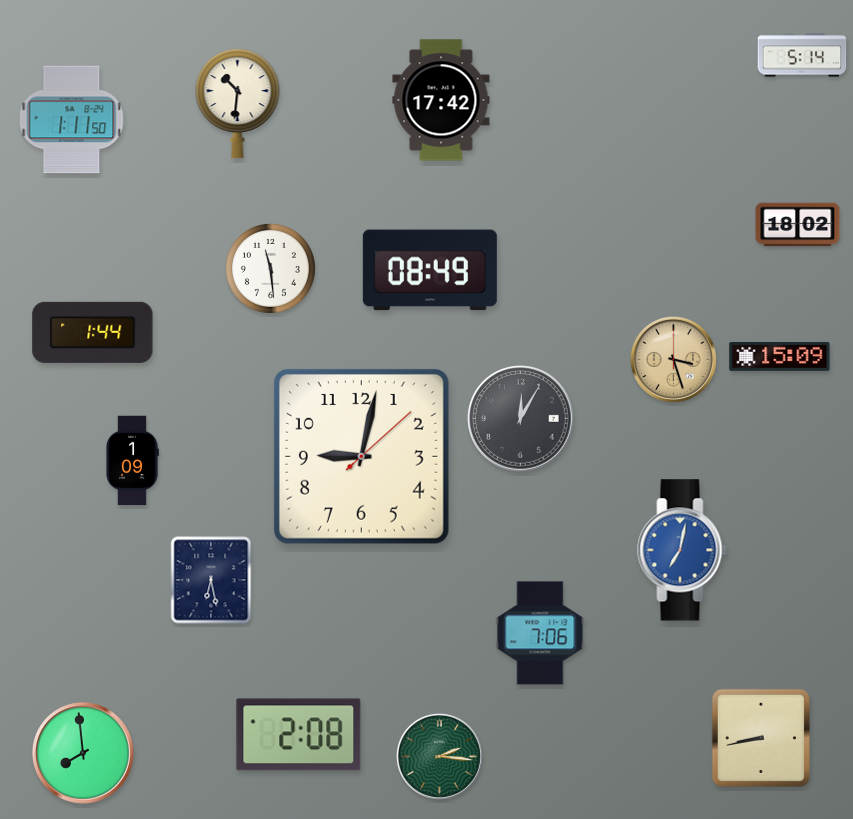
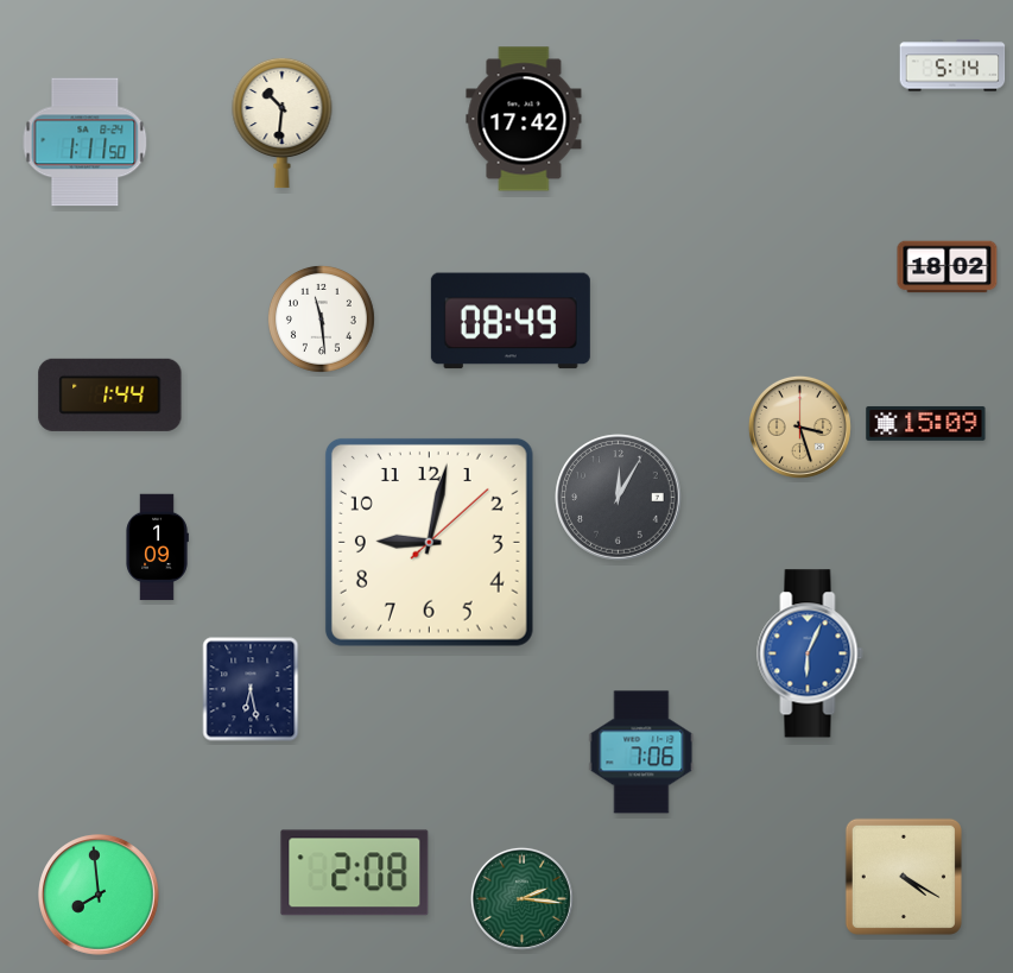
clock at (682, 550): 7:02 -> 6:04
clock at (761, 738): 8:43 -> 4:20
